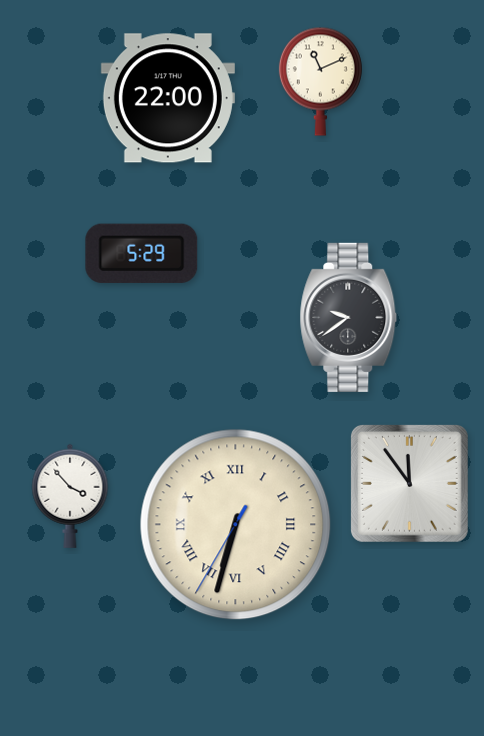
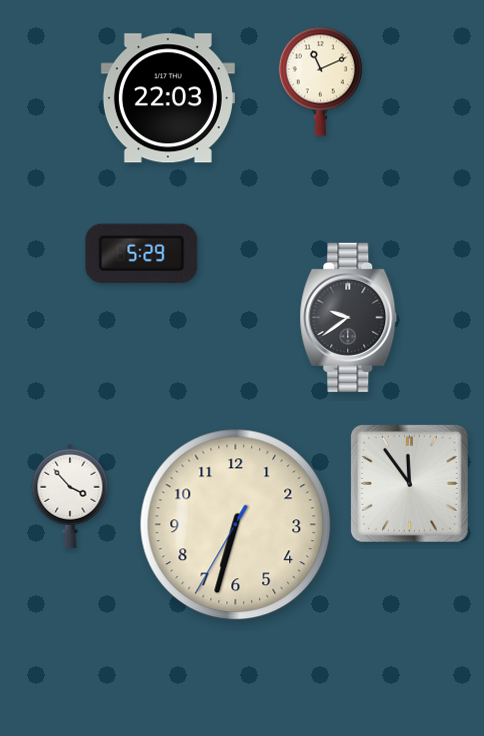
clock at (168, 98): 22:00 -> 22:03
clock at (236, 525) numerals: Roman -> Arabic
